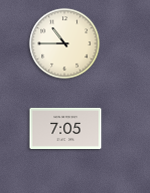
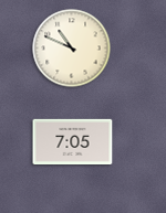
clock at (65, 44): 10:45 -> 10:49
